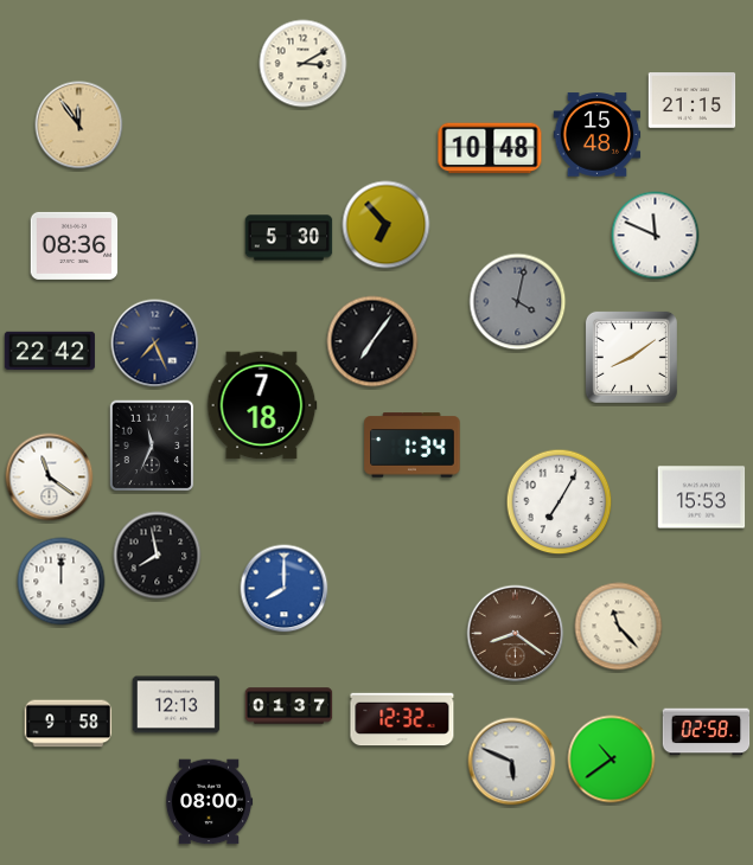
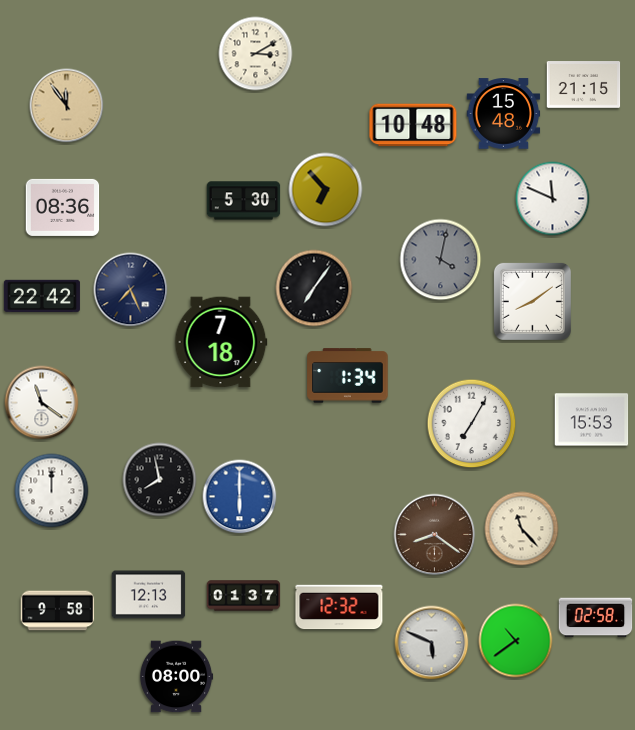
clock at (518, 302) position: (518, 302) -> (441, 260)
clock at (152, 446): 11:34 -> none
clock at (158, 556) position: (158, 556) -> (160, 480)
clock at (285, 589): 8:00 -> 6:00
